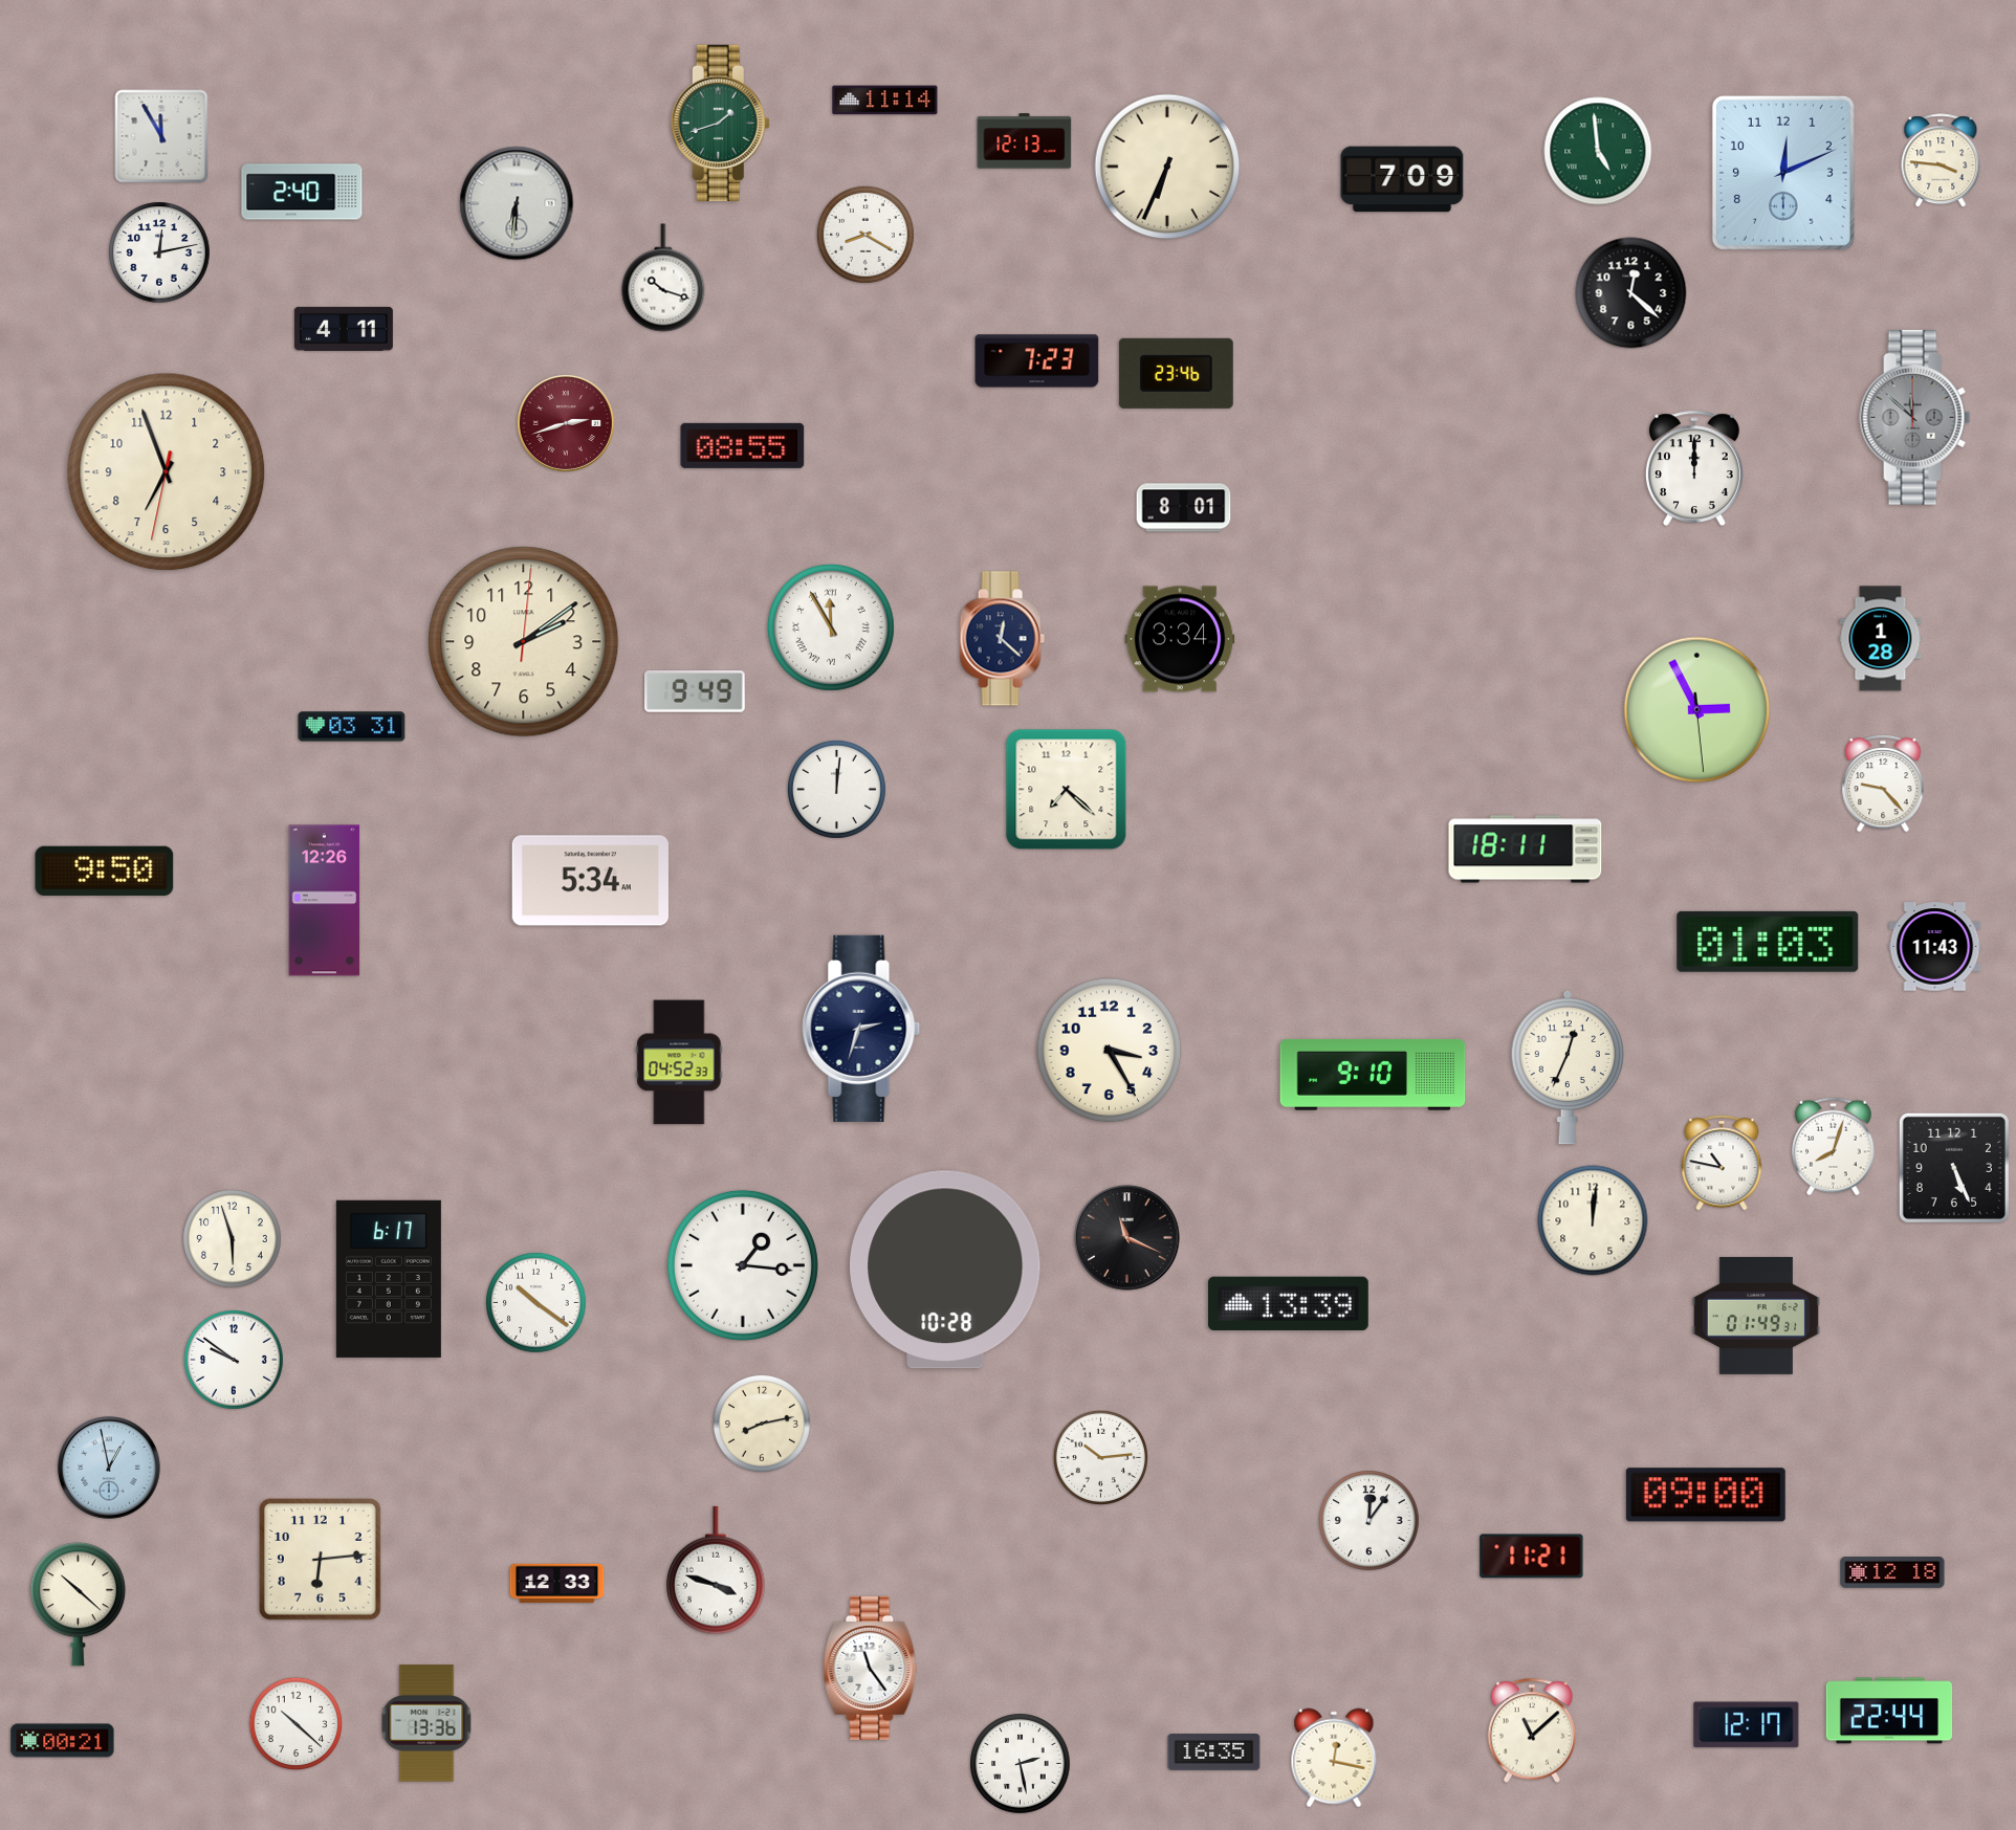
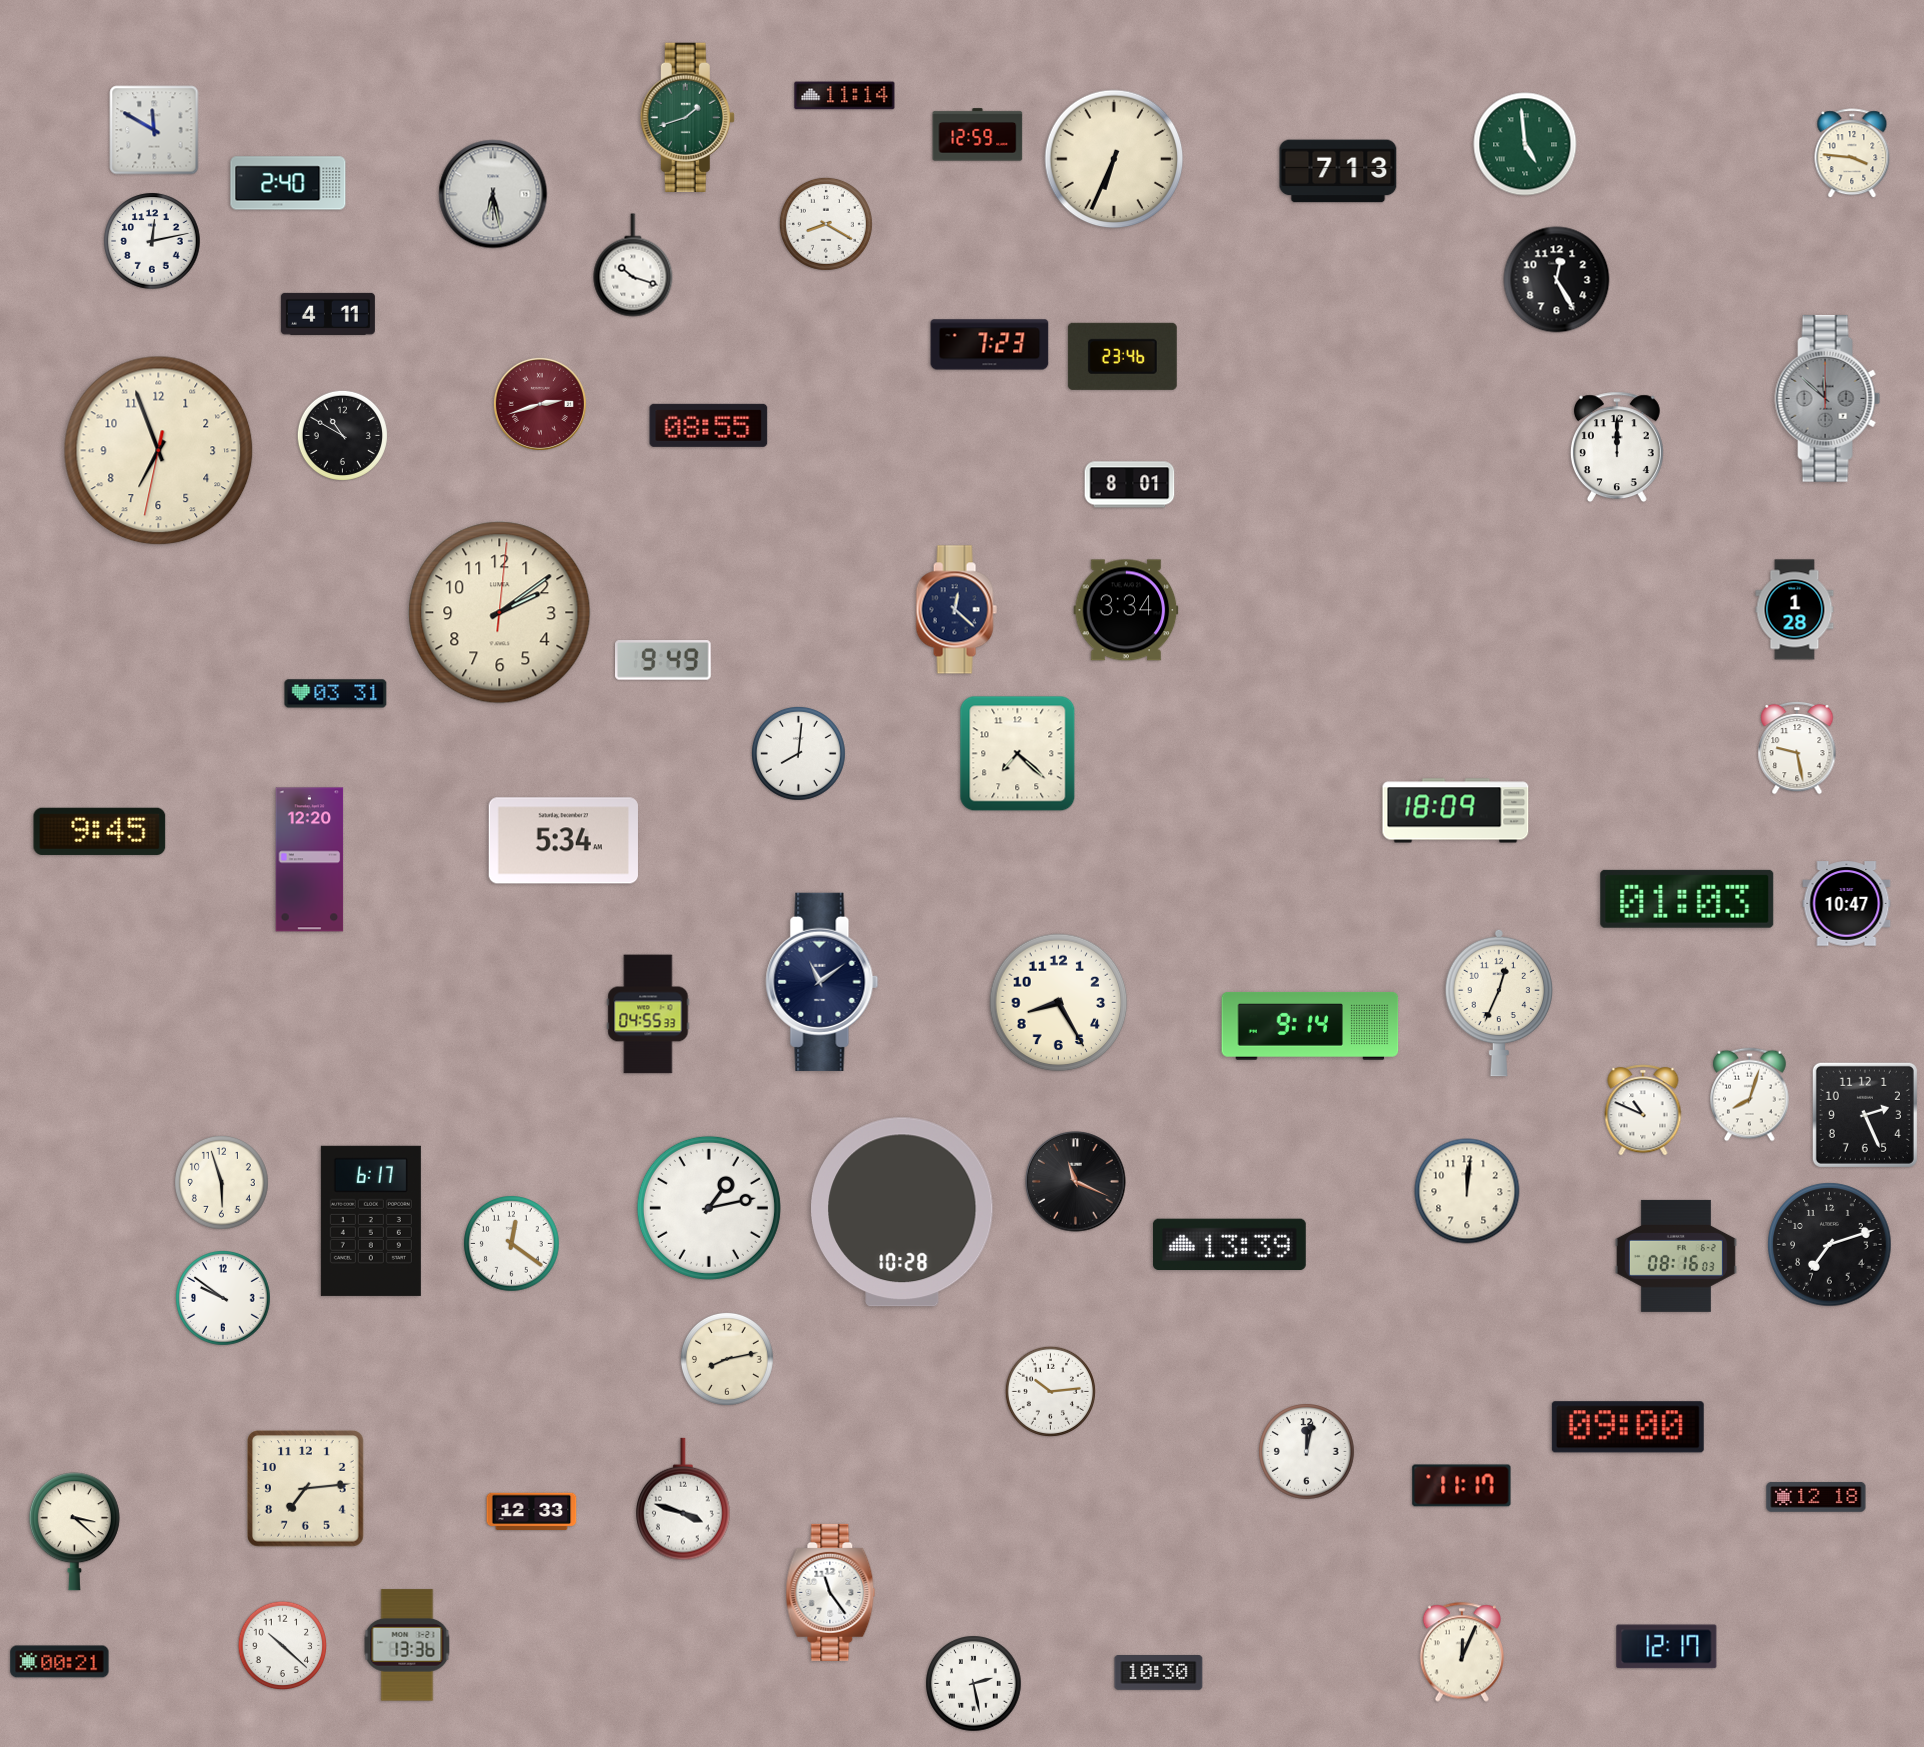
clock at (161, 136): 11:55 -> 11:50
clock at (1025, 141): 12:13 -> 12:59
clock at (1783, 173): 12:11 -> none
clock at (1402, 179): 7:09 -> 7:13
clock at (517, 203): 6:31 -> 6:28
clock at (1631, 293): 12:22 -> 12:25
clock at (342, 435): none -> 10:50
clock at (831, 627): 11:55 -> none
clock at (1697, 710): 2:55 -> none
clock at (1883, 784): 9:23 -> 9:28
clock at (836, 789): 12:01 -> 8:01
clock at (1526, 850): 18:11 -> 18:09
clock at (105, 870): 9:50 -> 9:45
clock at (325, 901): 12:26 -> 12:20
clock at (1935, 947): 11:43 -> 10:47
clock at (861, 1029): 2:33 -> 11:09
clock at (1110, 1051): 3:25 -> 8:25
clock at (679, 1062): 04:52 -> 04:55
clock at (1566, 1067) position: (1566, 1067) -> (1498, 1003)
clock at (1373, 1075): 9:10 -> 9:14
clock at (1722, 1163): 10:47 -> 10:49
clock at (1954, 1168): 5:26 -> 2:26
clock at (1593, 1220) position: (1593, 1220) -> (1467, 1191)
clock at (743, 1265): 1:16 -> 1:13
clock at (536, 1303): 10:21 -> 12:21
clock at (1830, 1245): none -> 7:12
clock at (1756, 1316): 01:49 -> 08:16
clock at (109, 1468): 12:58 -> none
clock at (1369, 1521): 12:06 -> 12:02
clock at (1532, 1557): 11:21 -> 11:17
clock at (321, 1560): 6:14 -> 7:14
clock at (1892, 1573) position: (1892, 1573) -> (1816, 1498)
clock at (78, 1605): 10:22 -> 3:22
clock at (1889, 1711): 22:44 -> none
clock at (1531, 1730): 11:08 -> 12:04
clock at (1214, 1752): 16:35 -> 10:30
clock at (1334, 1758): 12:17 -> none
